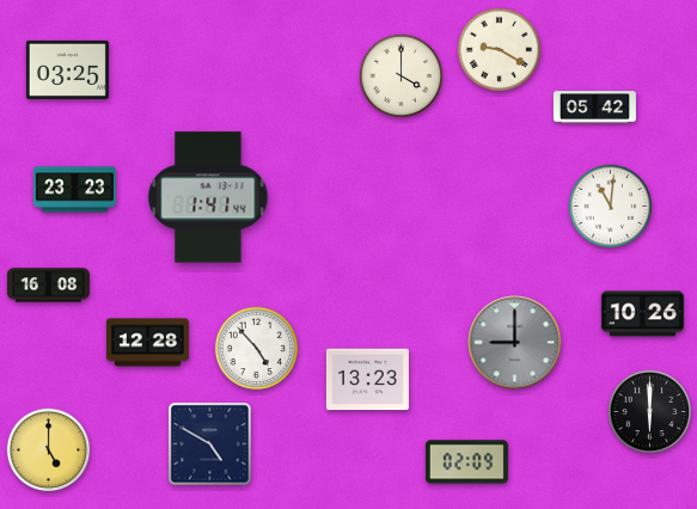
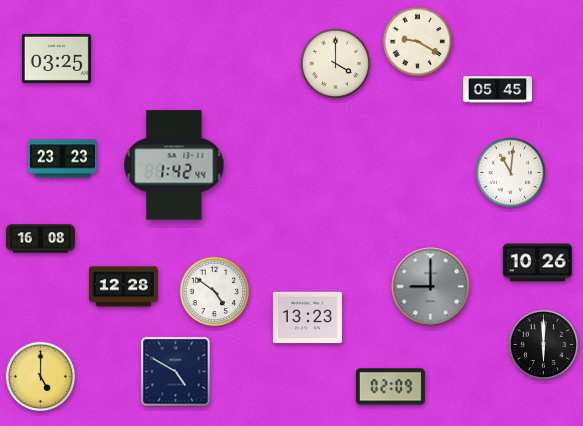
clock at (594, 108): 05:42 -> 05:45
clock at (208, 197): 1:41 -> 1:42
clock at (257, 349): 4:53 -> 4:51
